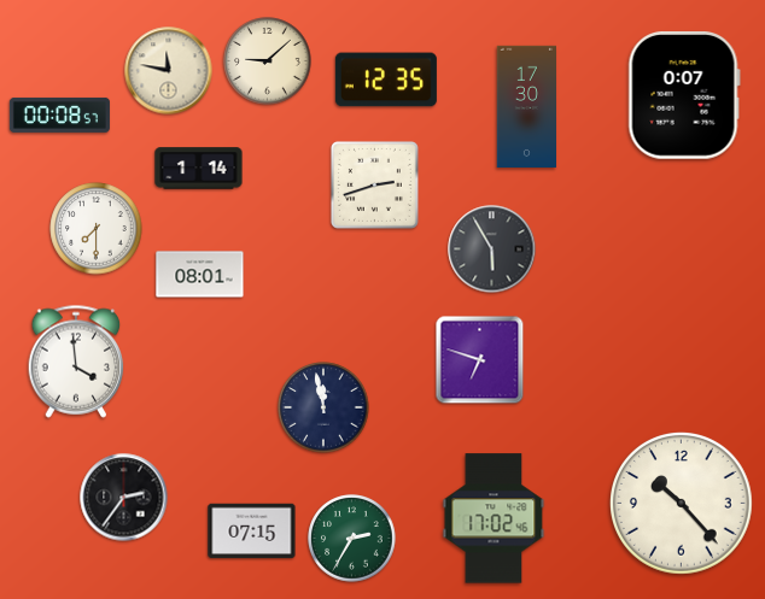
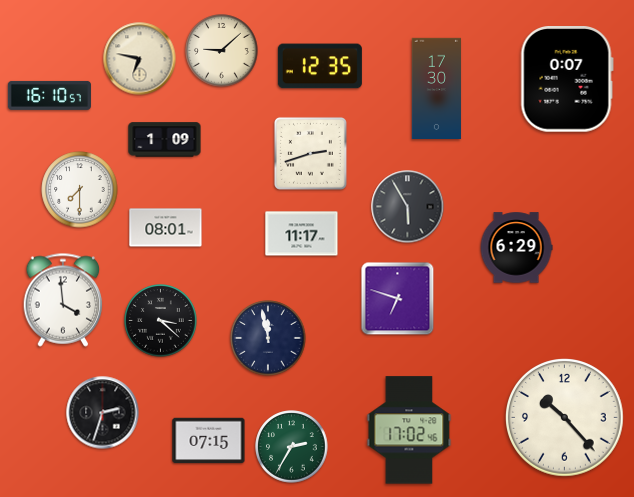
clock at (169, 71): 11:47 -> 6:47
clock at (59, 114): 00:08 -> 16:10
clock at (199, 169): 1:14 -> 1:09
clock at (302, 234): none -> 11:17
clock at (516, 248): none -> 6:29
clock at (161, 321): none -> 3:22
clock at (124, 498): 2:36 -> 2:33
